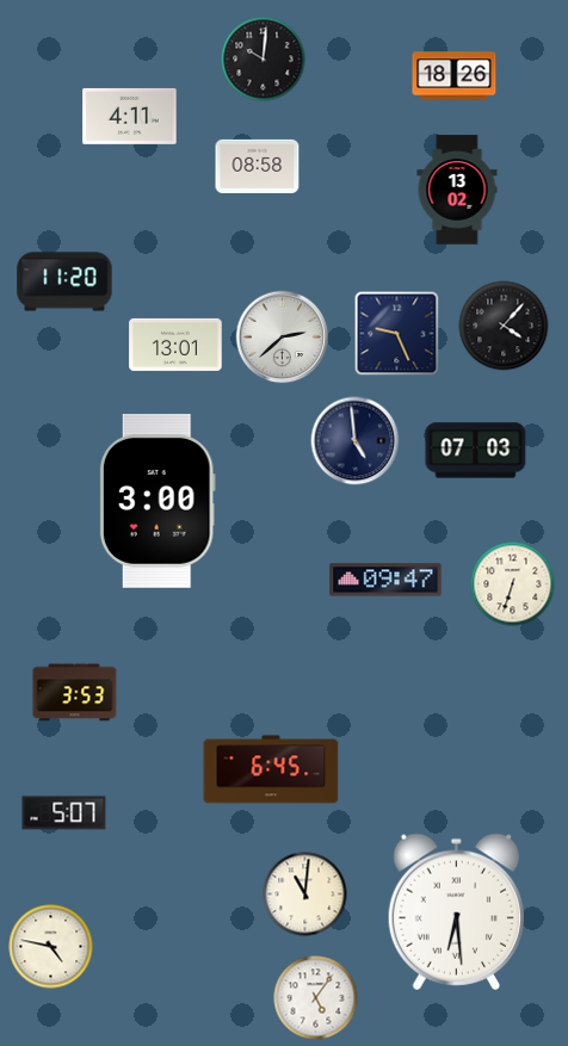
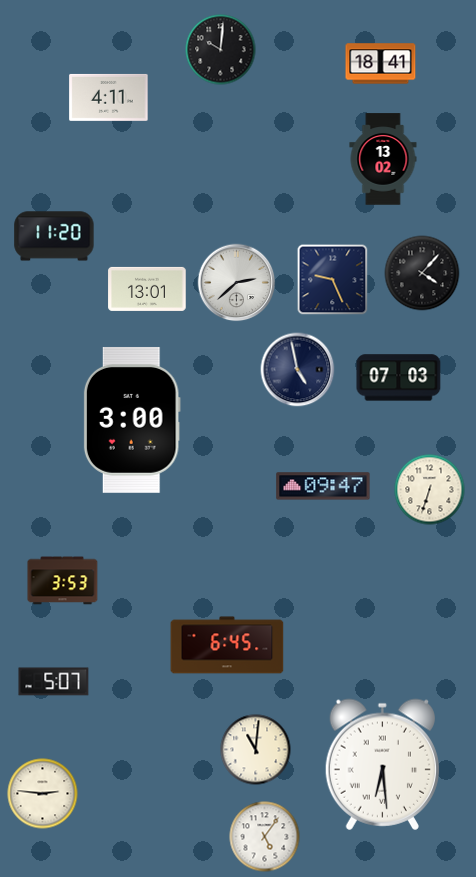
clock at (455, 76): 18:26 -> 18:41
clock at (258, 166): 08:58 -> none
clock at (356, 441): 4:59 -> 4:58
clock at (51, 947): 4:47 -> 2:46
